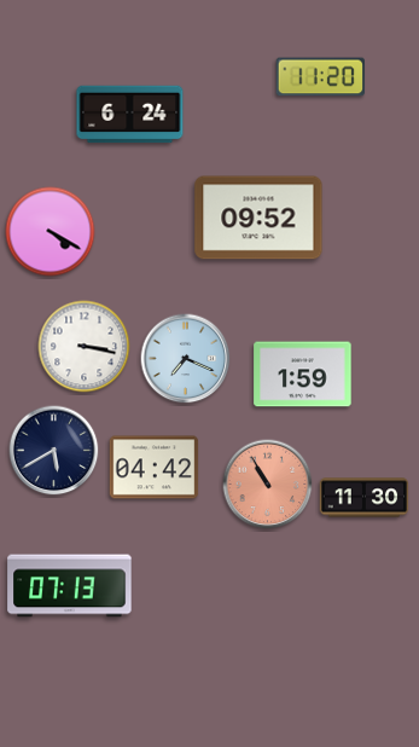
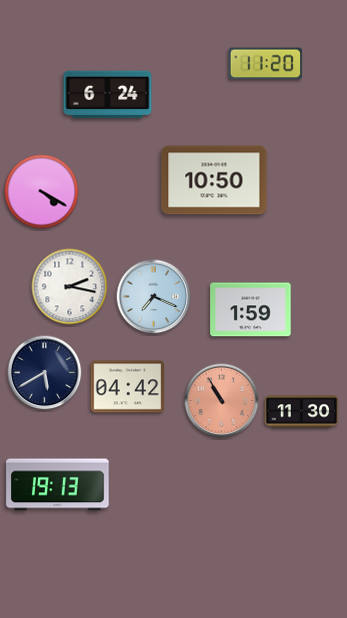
clock at (258, 218): 09:52 -> 10:50
clock at (85, 347): 3:17 -> 2:17
clock at (70, 586): 07:13 -> 19:13
